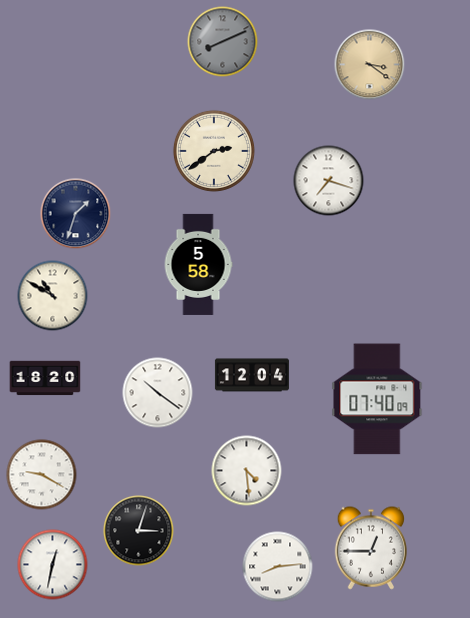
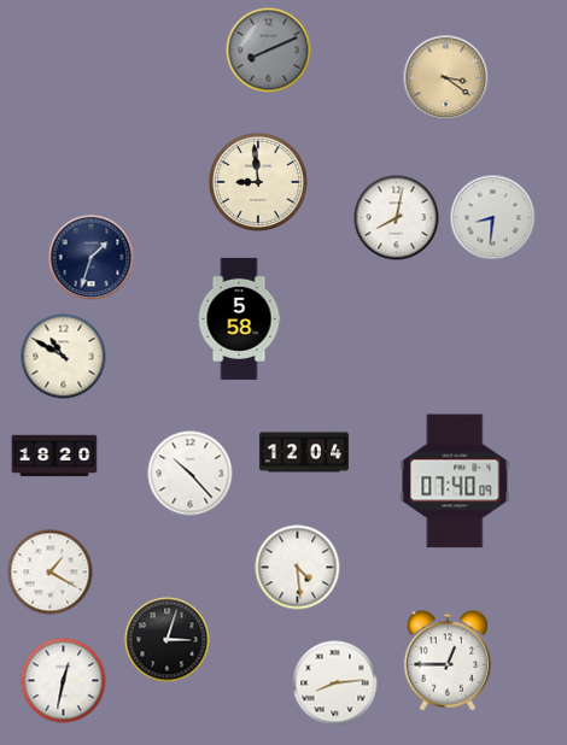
clock at (214, 151): 2:39 -> 8:59
clock at (329, 181): 7:18 -> 8:02
clock at (493, 218): none -> 8:31
clock at (158, 393): 10:21 -> 10:23
clock at (42, 475): 9:20 -> 1:20
